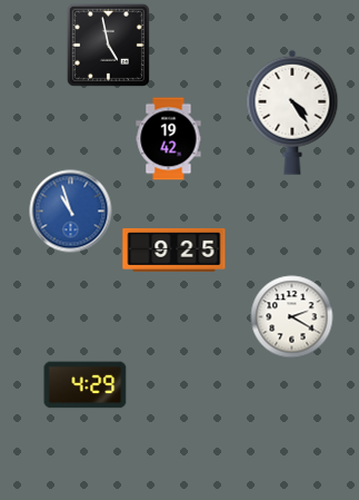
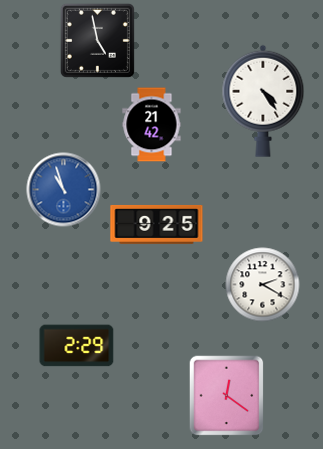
clock at (169, 139): 19:42 -> 21:42
clock at (86, 385): 4:29 -> 2:29
clock at (227, 396): none -> 12:21
